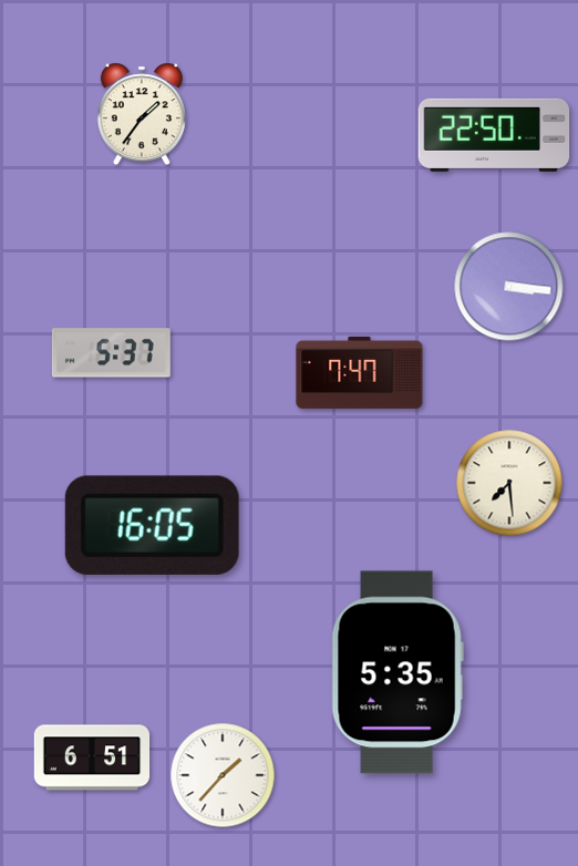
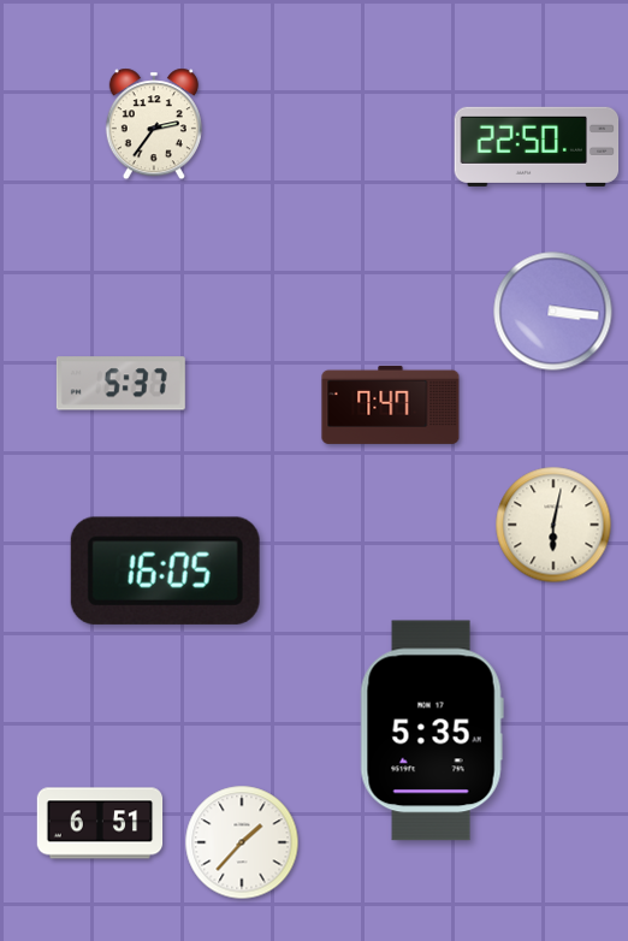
clock at (142, 114): 1:36 -> 2:36
clock at (509, 483): 7:29 -> 6:02
